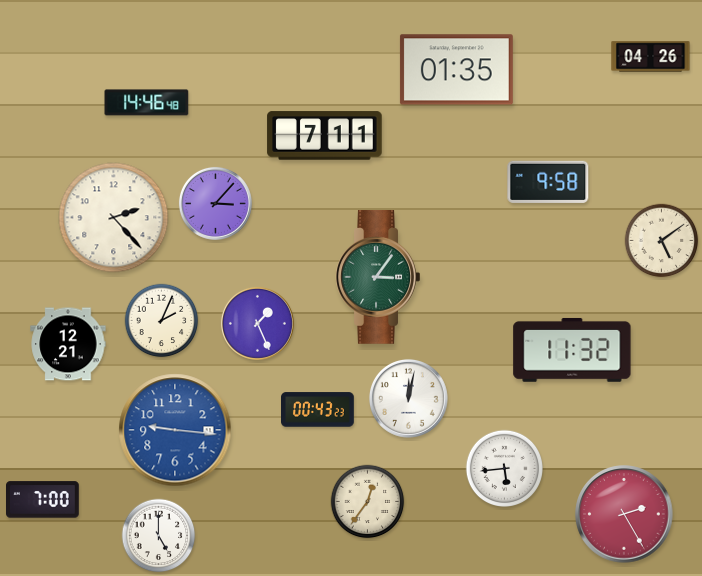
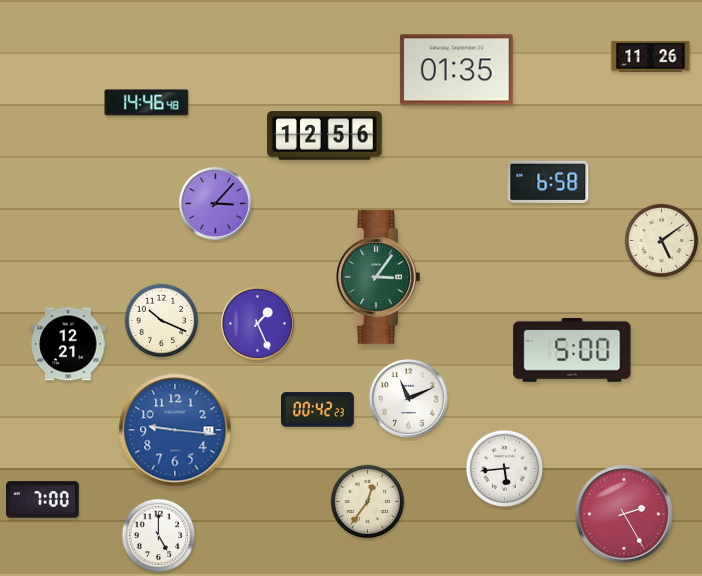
clock at (651, 57): 04:26 -> 11:26
clock at (325, 136): 7:11 -> 12:56
clock at (548, 182): 9:58 -> 6:58
clock at (114, 218): 2:23 -> none
clock at (162, 321): 2:04 -> 10:19
clock at (572, 350): 11:32 -> 5:00
clock at (408, 398): 12:02 -> 11:11
clock at (318, 410): 00:43 -> 00:42
